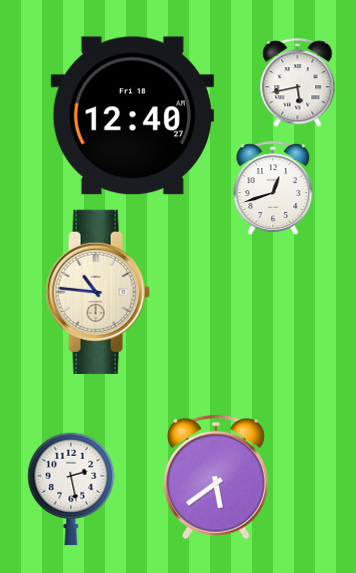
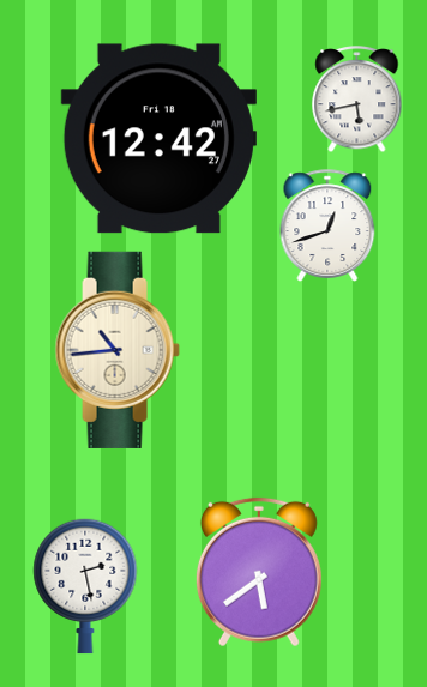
clock at (132, 116): 12:40 -> 12:42
clock at (98, 292): 10:46 -> 10:44
